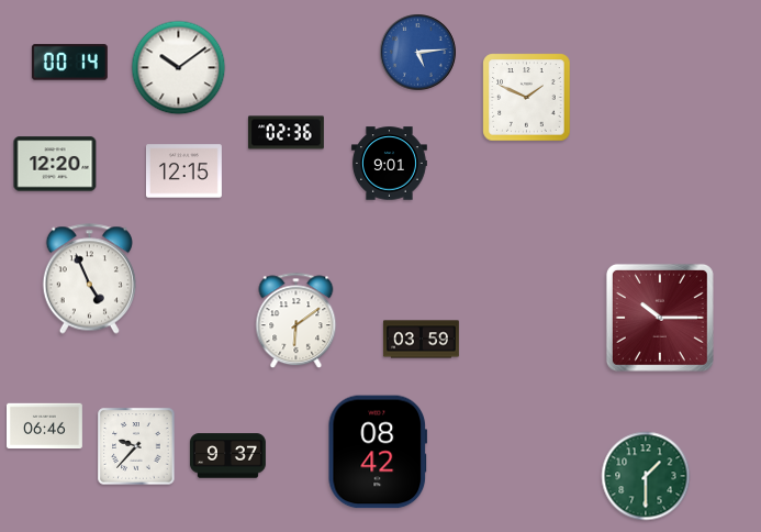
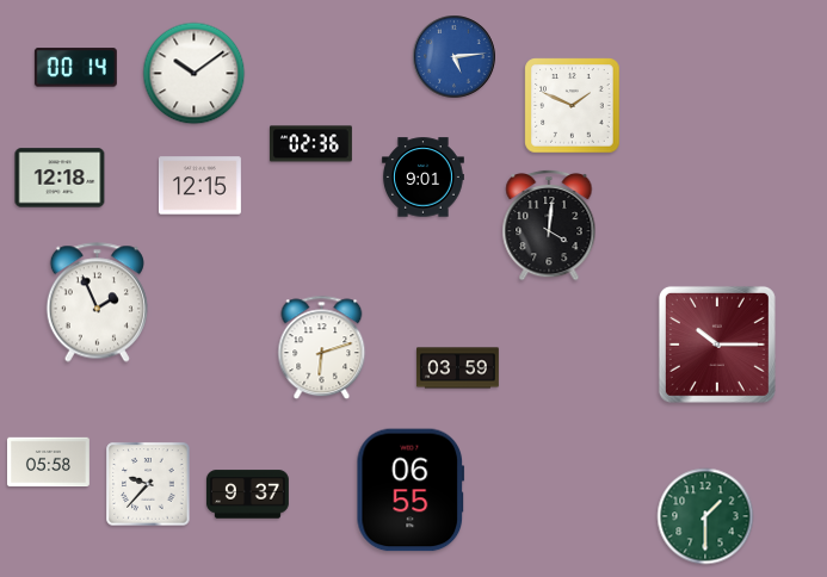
clock at (55, 164): 12:20 -> 12:18
clock at (549, 225): none -> 4:01
clock at (89, 279): 4:56 -> 1:56
clock at (296, 321): 6:09 -> 6:12
clock at (44, 426): 06:46 -> 05:58
clock at (378, 452): 08:42 -> 06:55
clock at (646, 476) position: (646, 476) -> (705, 516)
